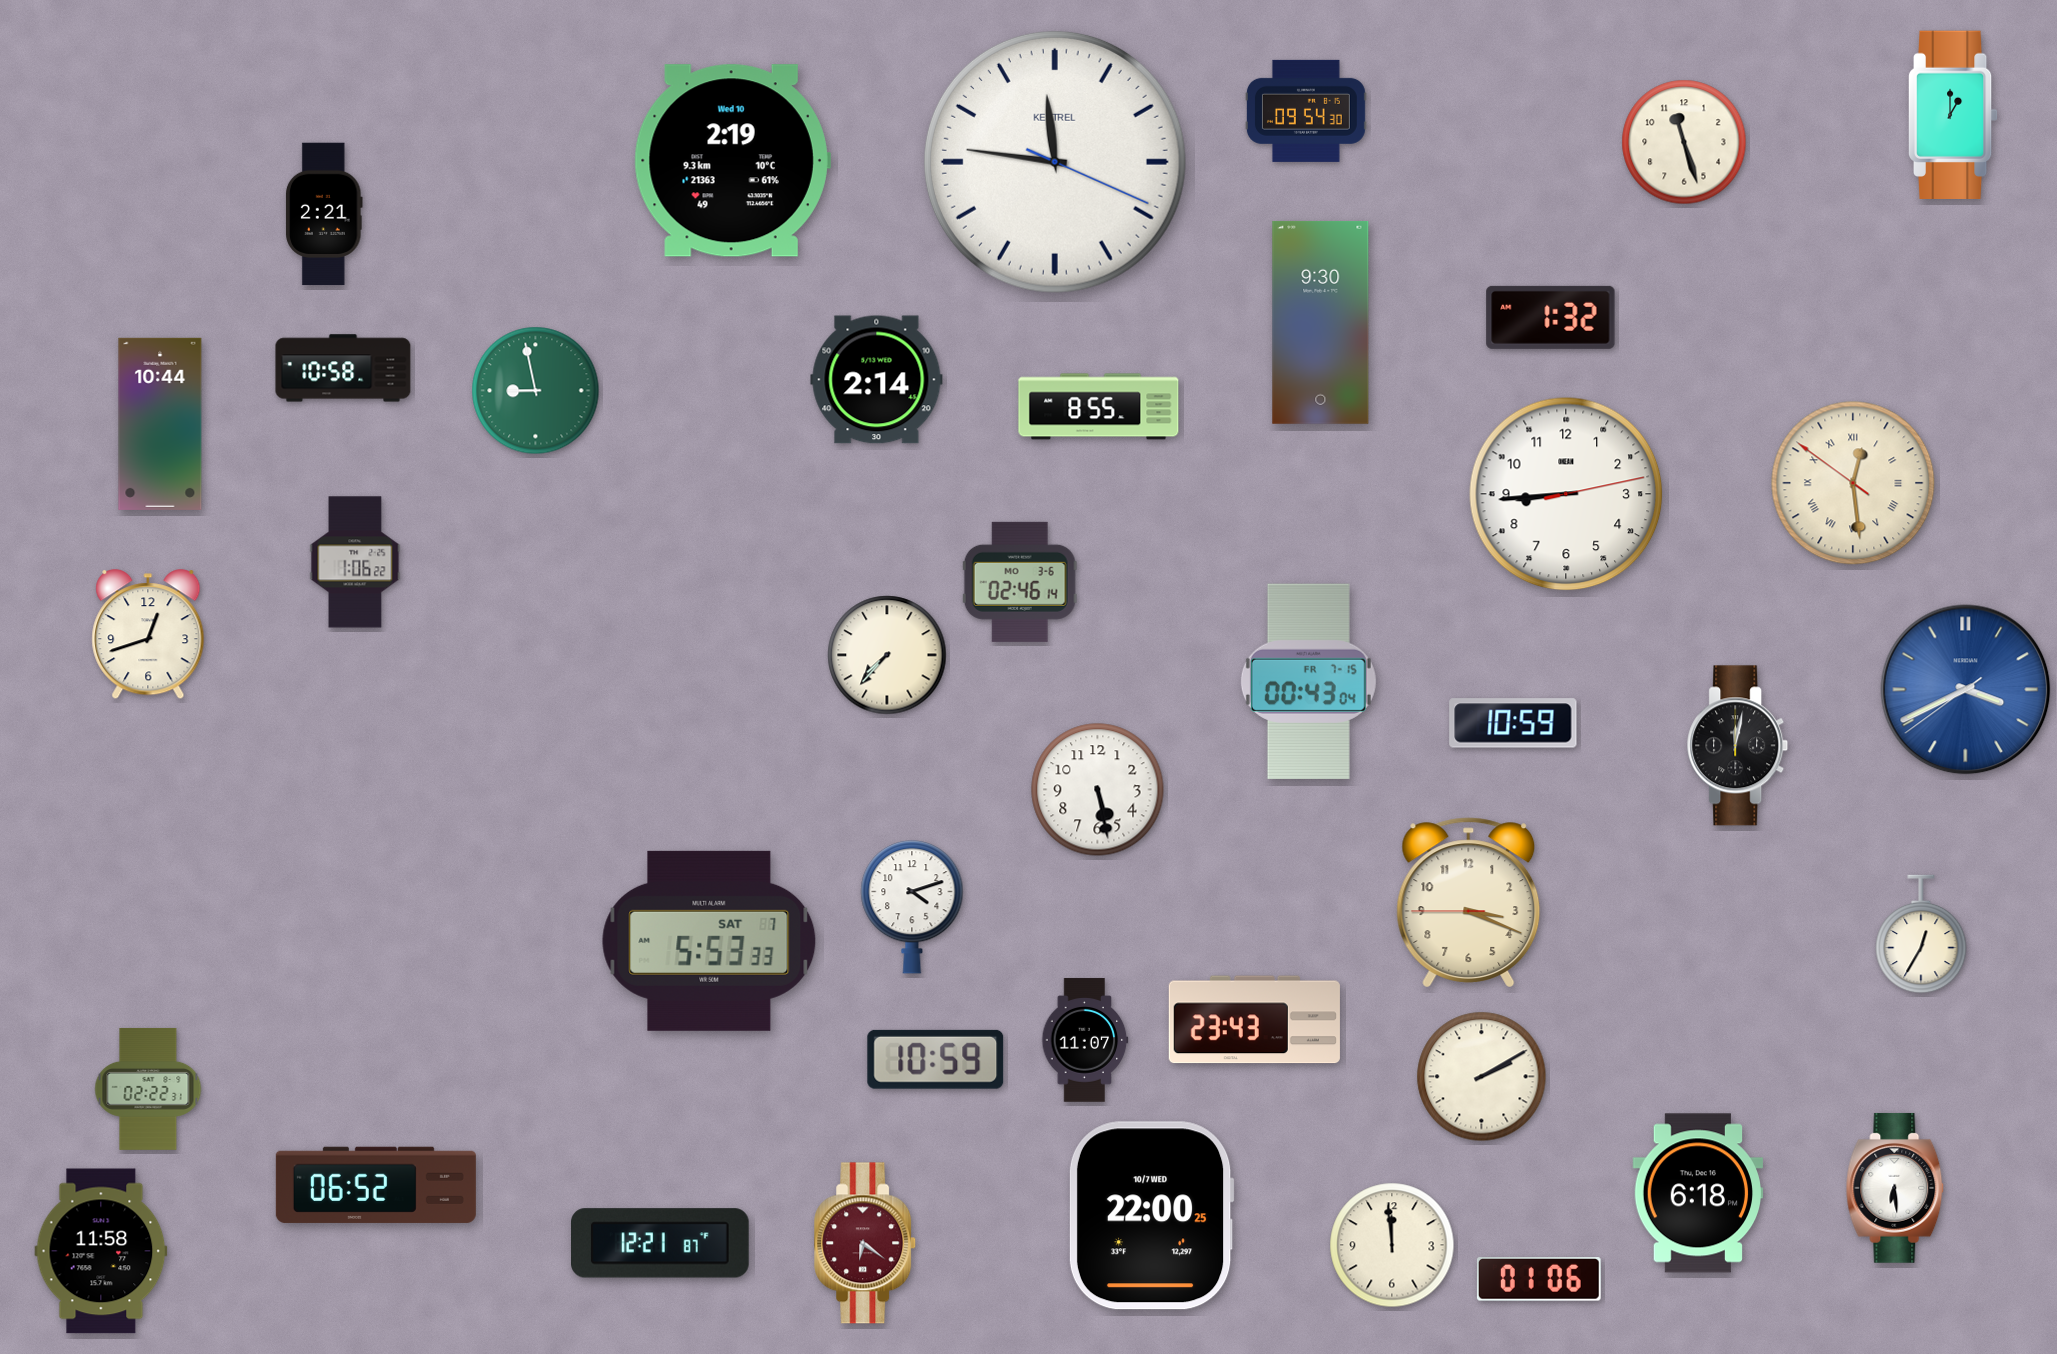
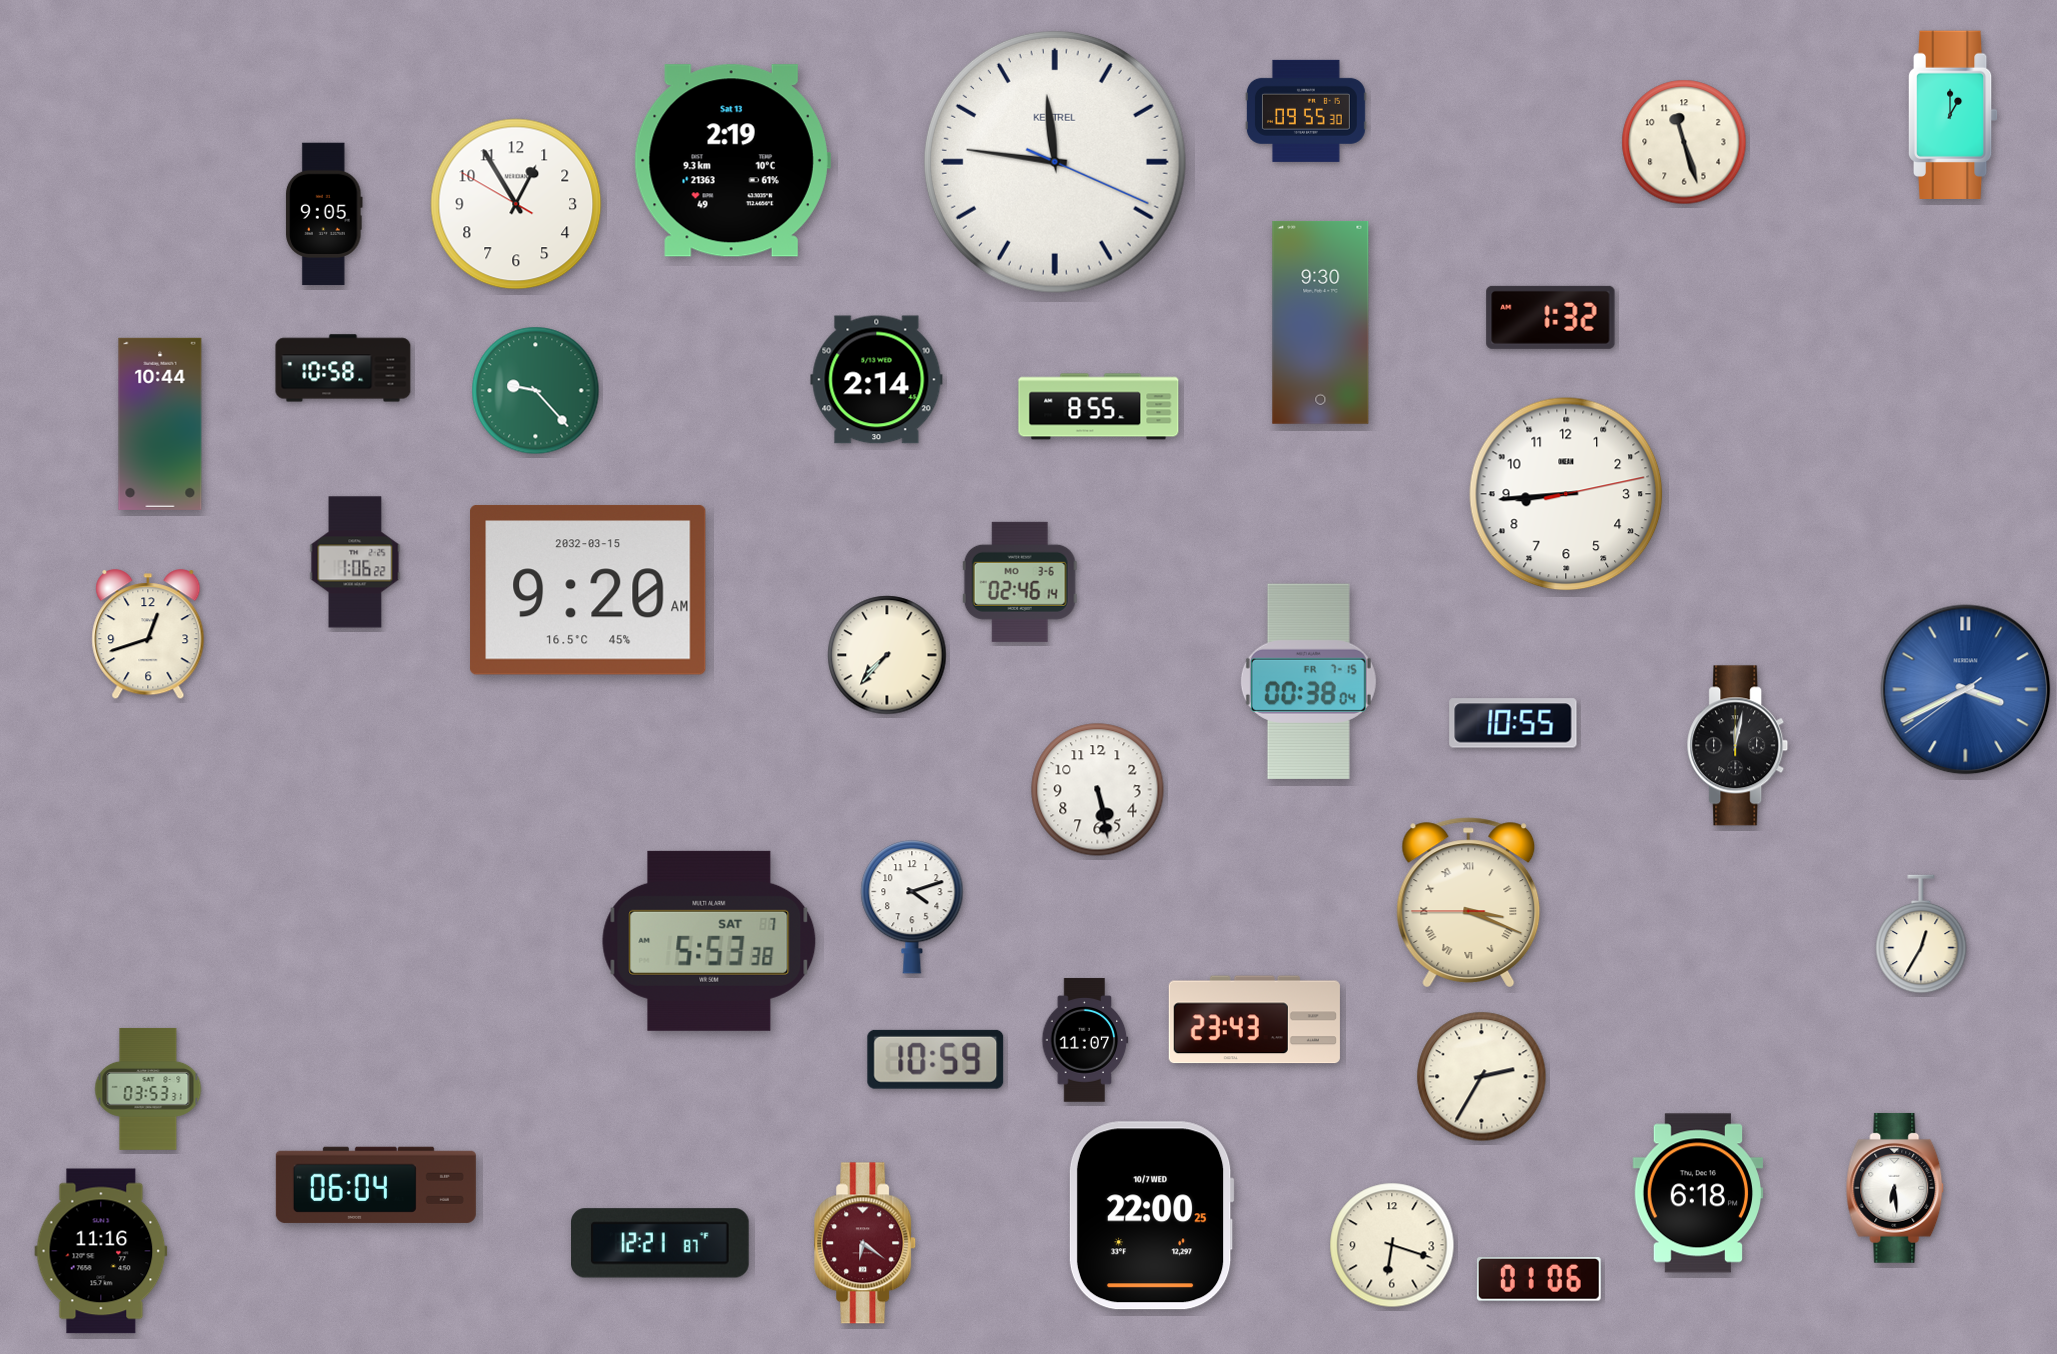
clock at (1306, 111): 09:54 -> 09:55
clock at (732, 161) date: Wed 10 -> Sat 13
clock at (516, 204): none -> 12:54
clock at (325, 214): 2:21 -> 9:05
clock at (536, 391): 8:58 -> 9:23
clock at (1853, 483): 12:28 -> none
clock at (588, 590): none -> 9:20
clock at (1308, 681): 00:43 -> 00:38
clock at (1513, 723): 10:59 -> 10:55
clock at (1469, 903) numerals: Arabic -> Roman
clock at (709, 941): 5:53:33 -> 5:53:38
clock at (1482, 1077): 2:10 -> 2:35
clock at (148, 1089): 02:22 -> 03:53
clock at (376, 1185): 06:52 -> 06:04
clock at (1392, 1245): 11:59 -> 6:18
clock at (101, 1251): 11:58 -> 11:16
